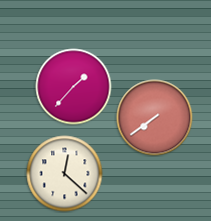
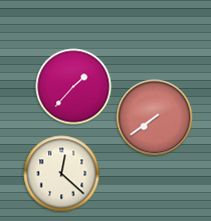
clock at (65, 174) position: (65, 174) -> (62, 174)
